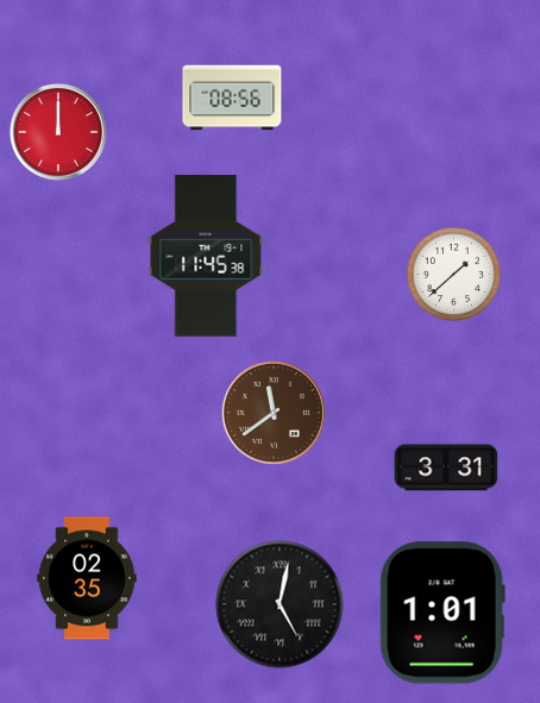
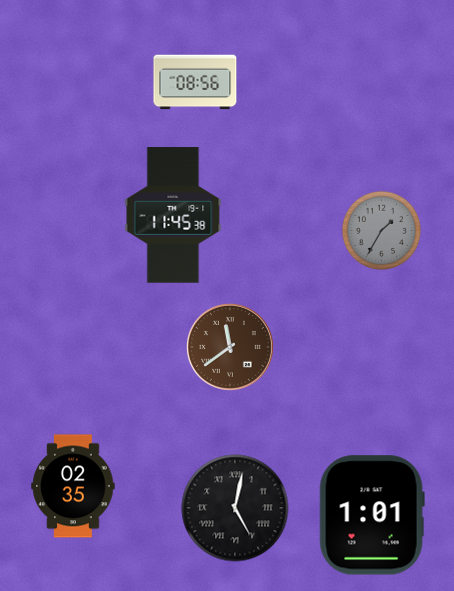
clock at (58, 132): 12:00 -> none
clock at (454, 275): 1:38 -> 1:35
clock at (454, 275) dial: white -> grey
clock at (446, 467): 3:31 -> none
